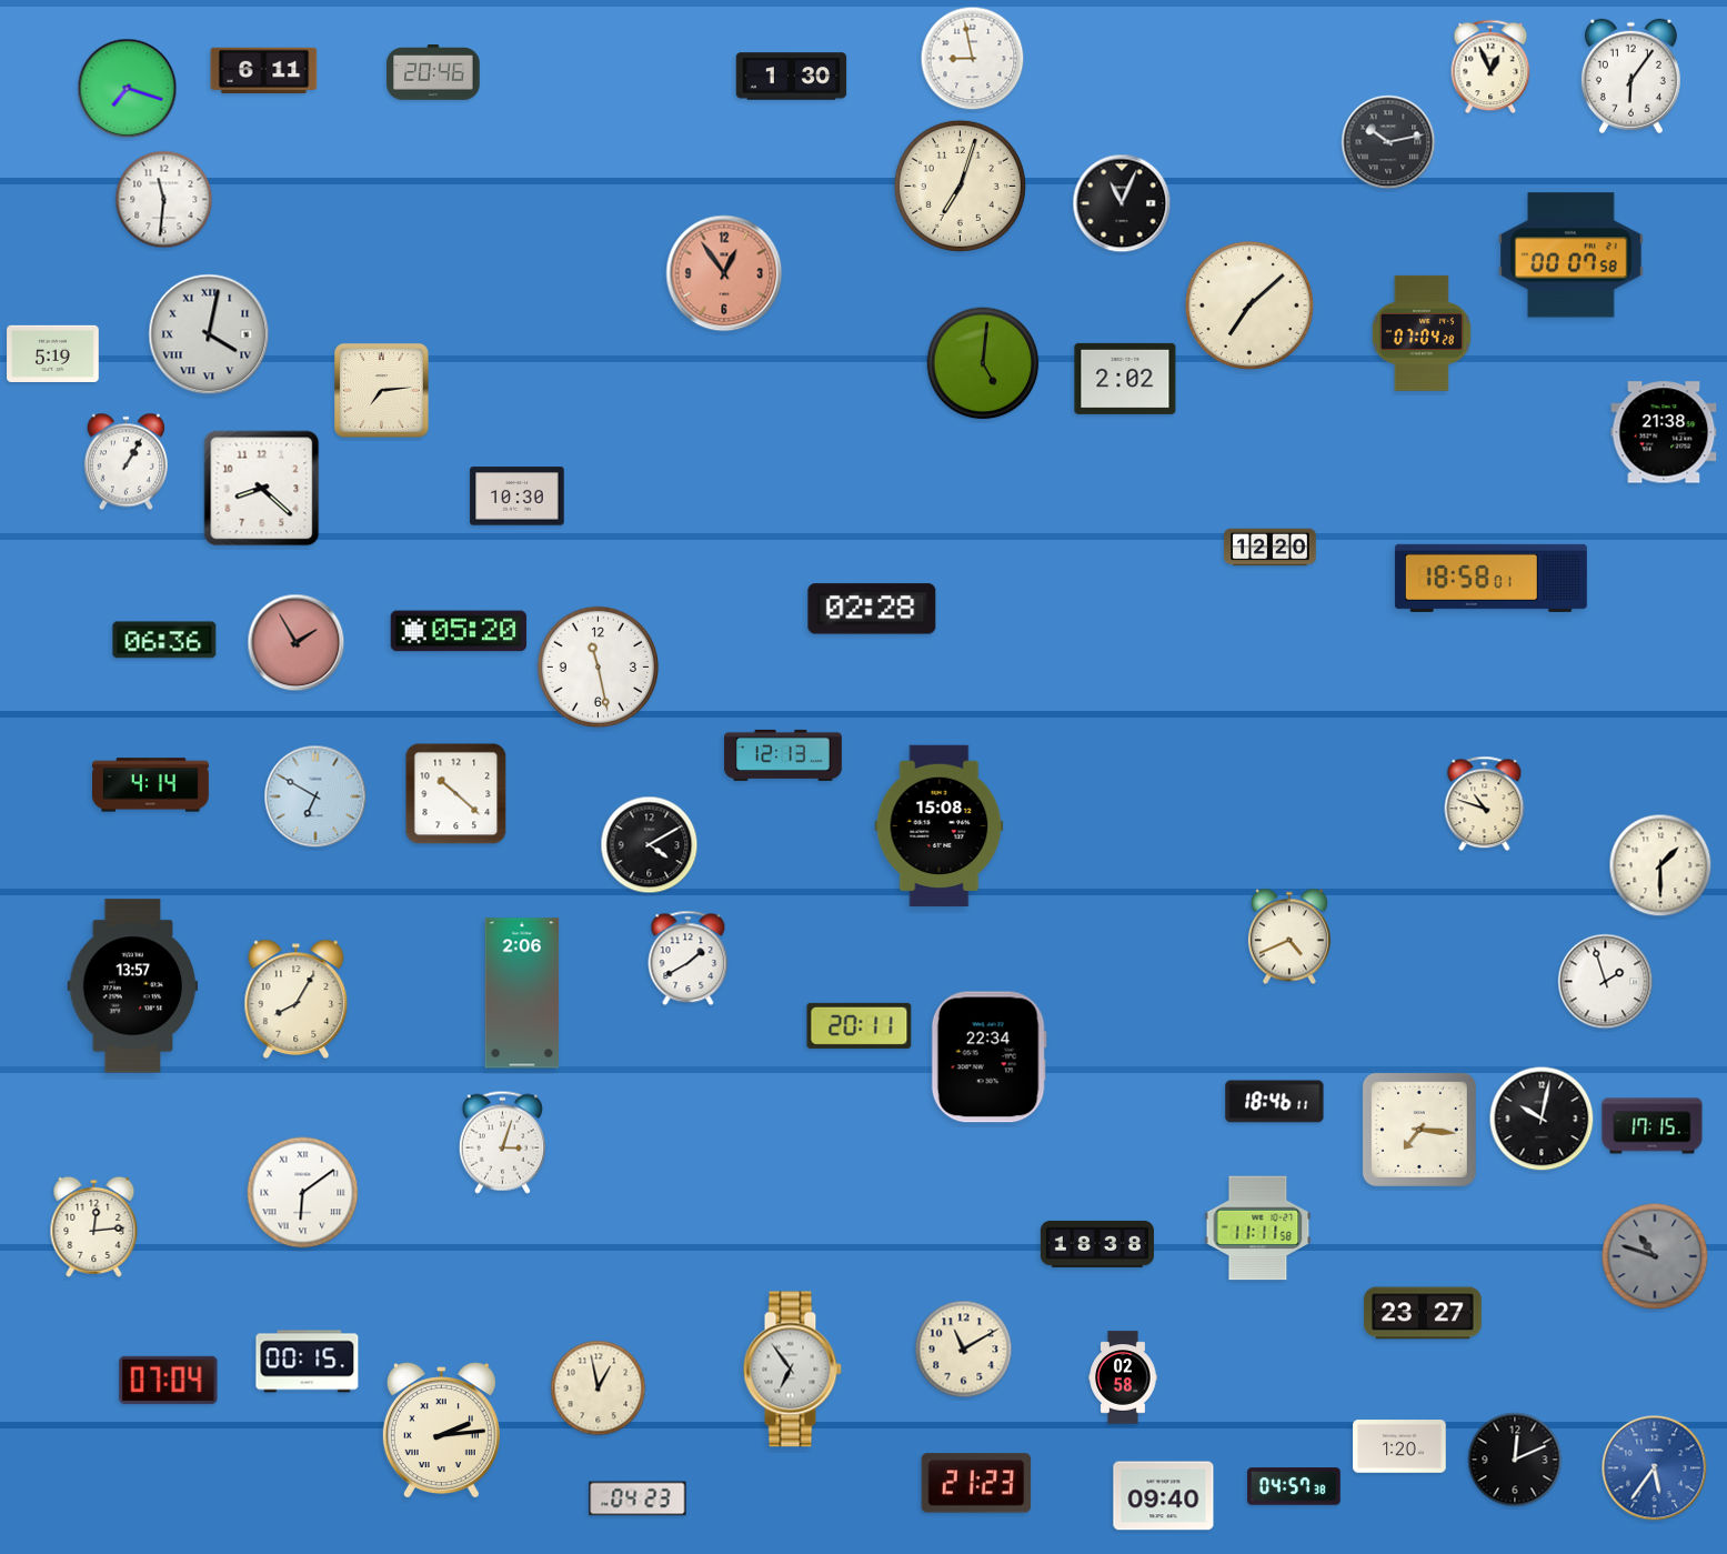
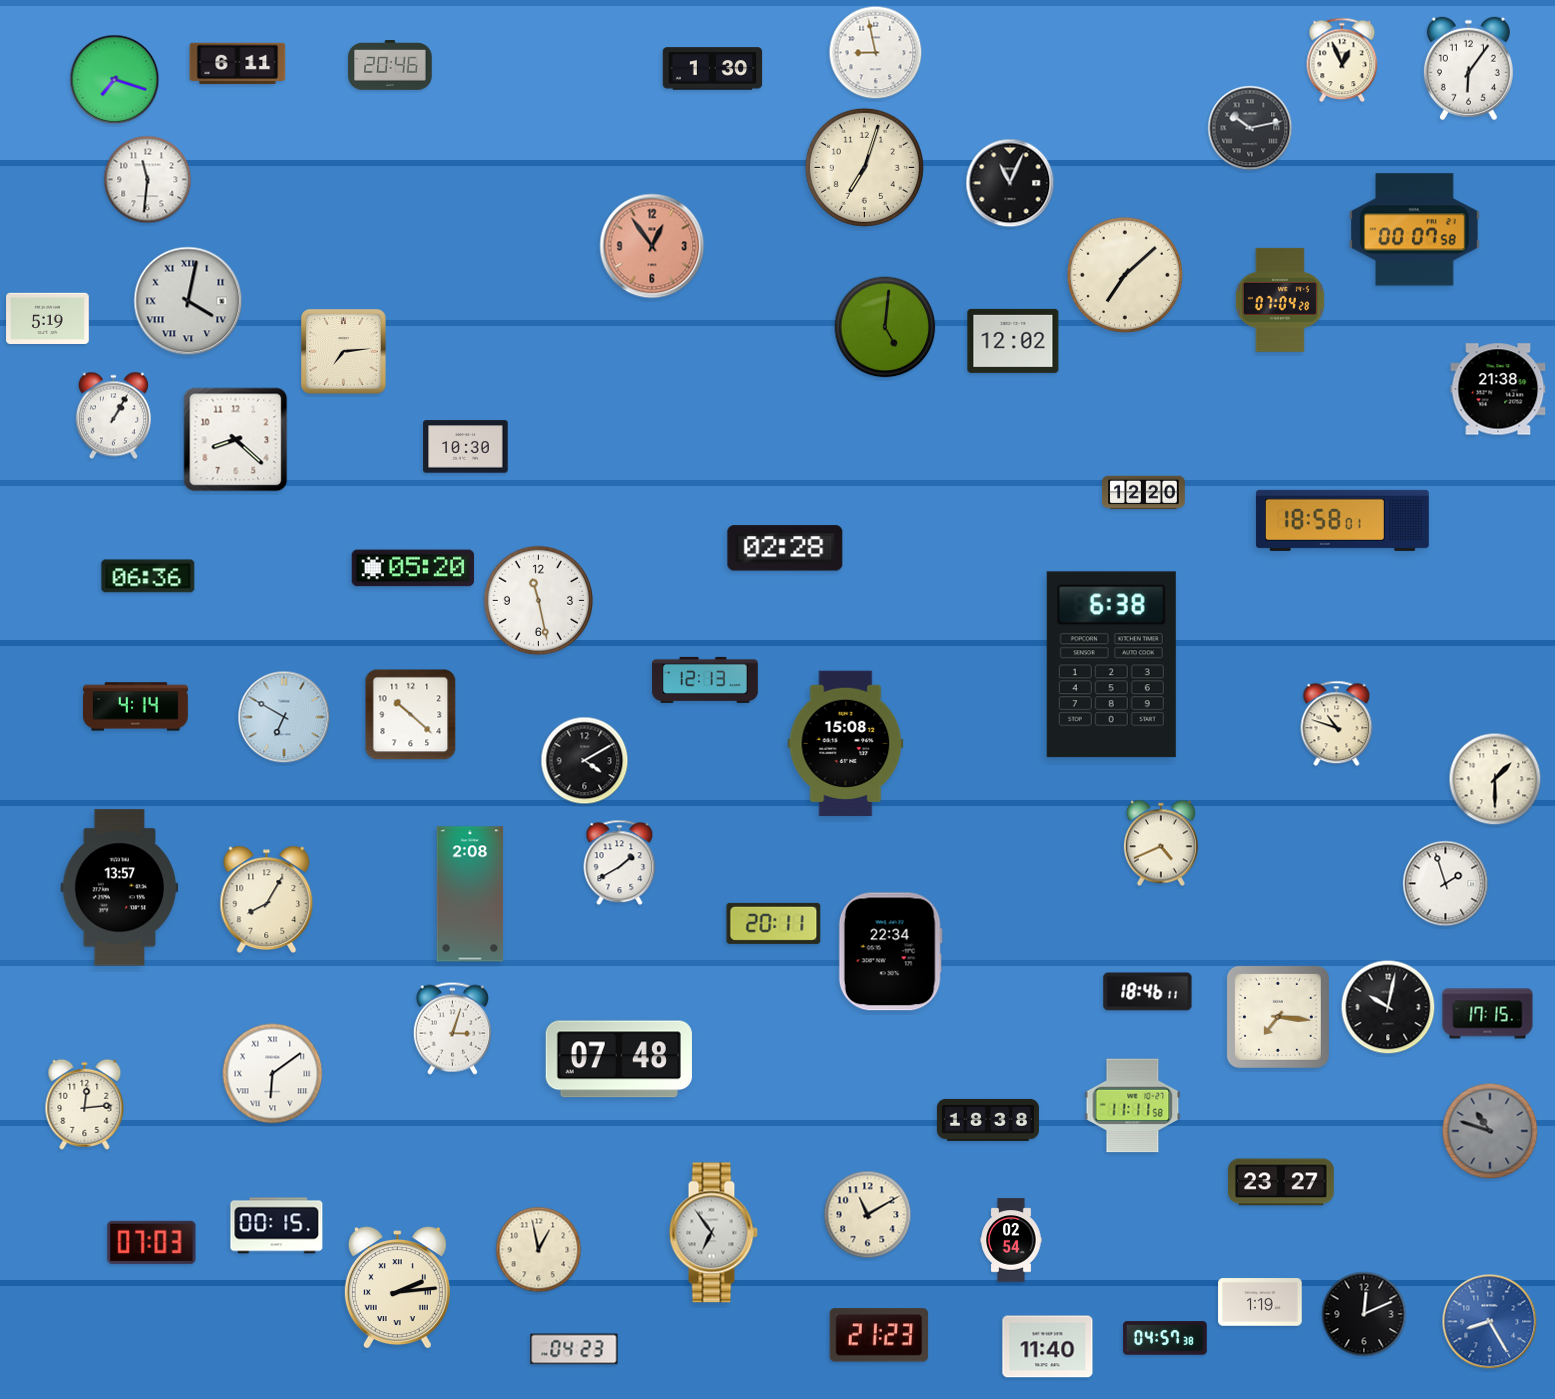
clock at (1125, 379): 2:02 -> 12:02
clock at (297, 643): 1:55 -> none
clock at (1111, 665): none -> 6:38
clock at (522, 993): 2:06 -> 2:08
clock at (619, 1059): none -> 07:48
clock at (1123, 1377): 02:58 -> 02:54
clock at (169, 1380): 07:04 -> 07:03
clock at (1399, 1446): 1:20 -> 1:19
clock at (1655, 1468): 5:36 -> 8:25
clock at (1164, 1496): 09:40 -> 11:40
